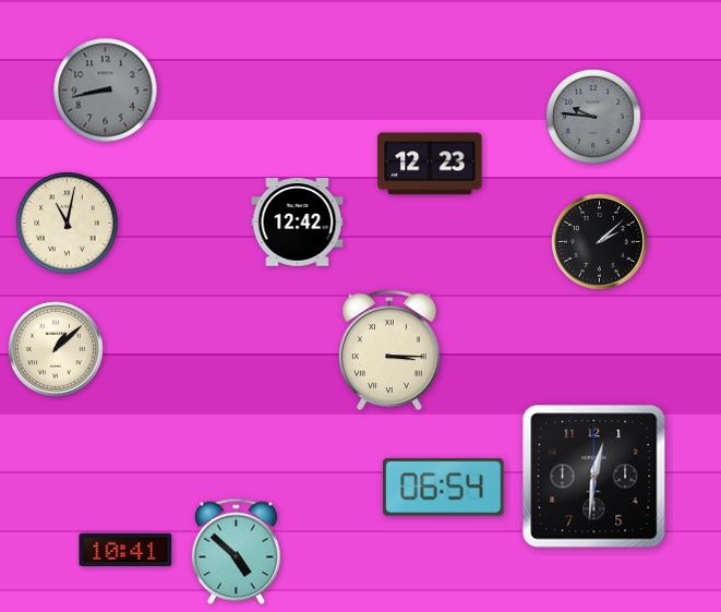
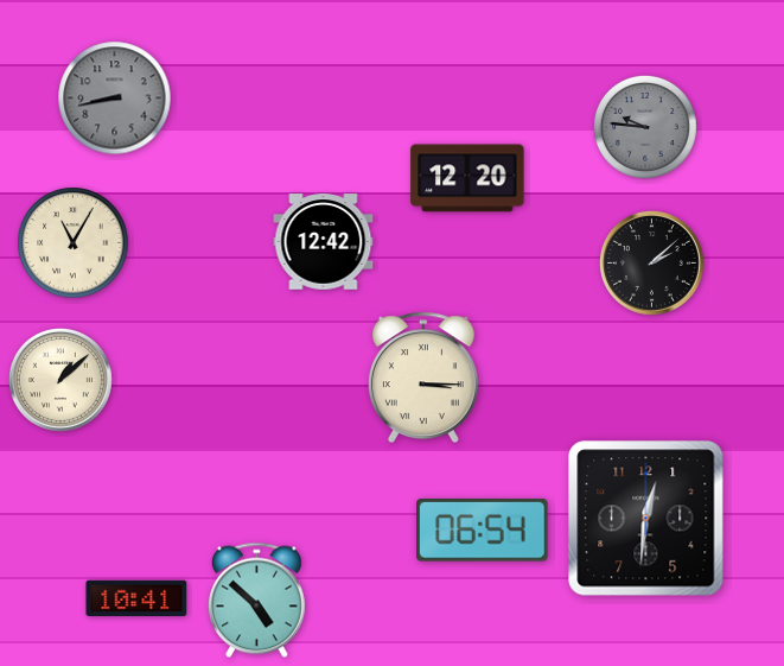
clock at (430, 164): 12:23 -> 12:20
clock at (68, 224): 11:02 -> 11:05
clock at (389, 350) position: (389, 350) -> (423, 378)
